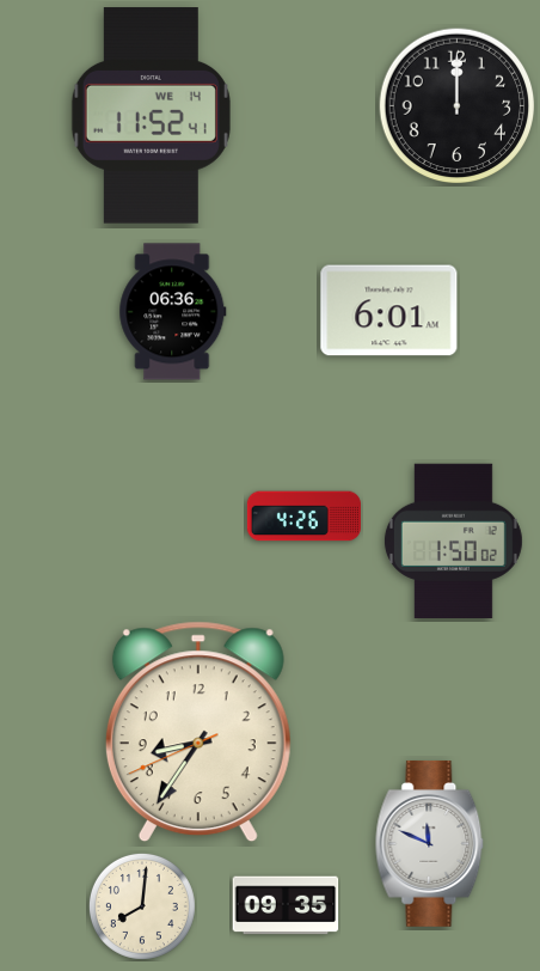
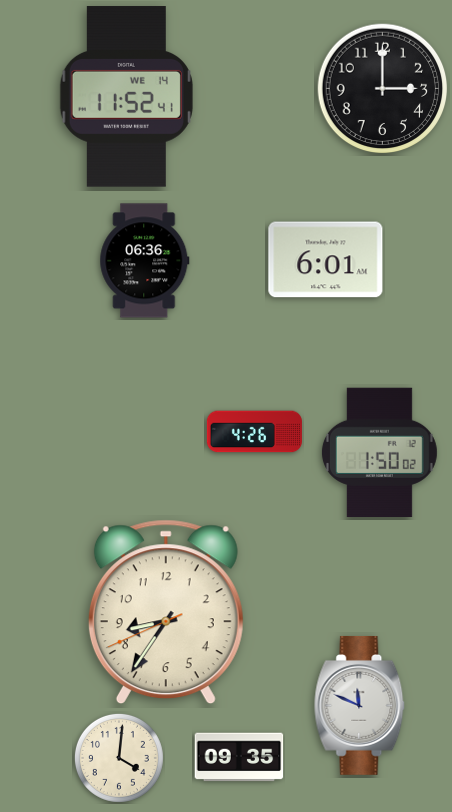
clock at (458, 106): 12:00 -> 3:00
clock at (142, 906): 8:01 -> 4:01
